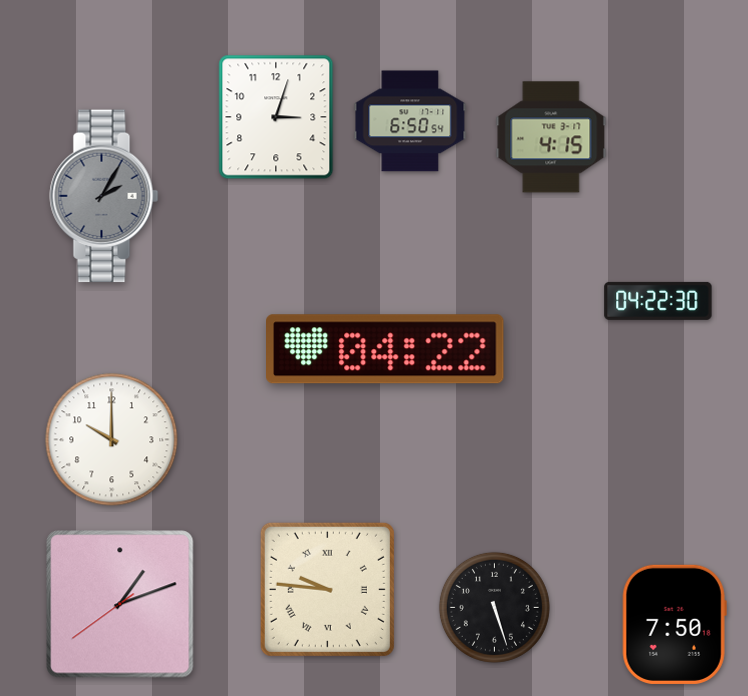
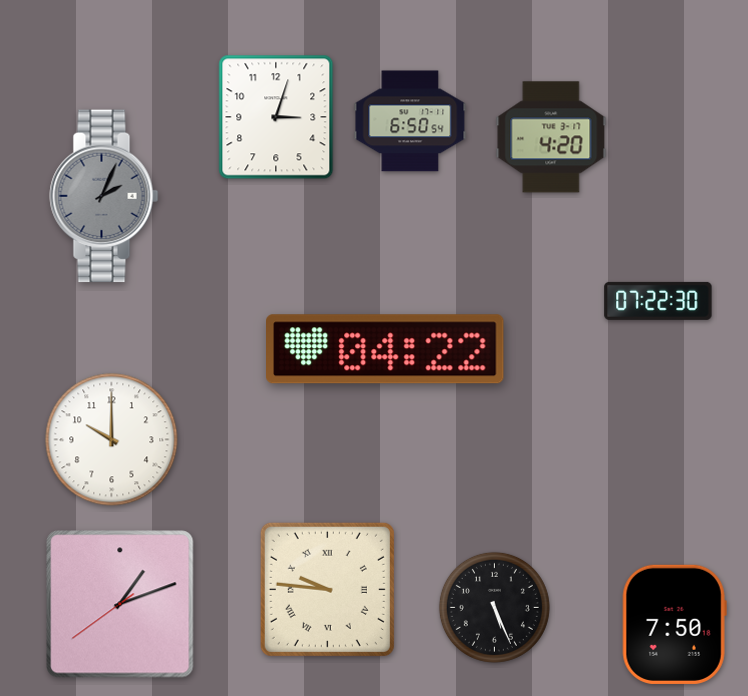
clock at (551, 137): 4:15 -> 4:20
clock at (104, 196): 2:05 -> 2:04
clock at (658, 301): 04:22 -> 07:22
clock at (494, 607): 5:27 -> 5:26
